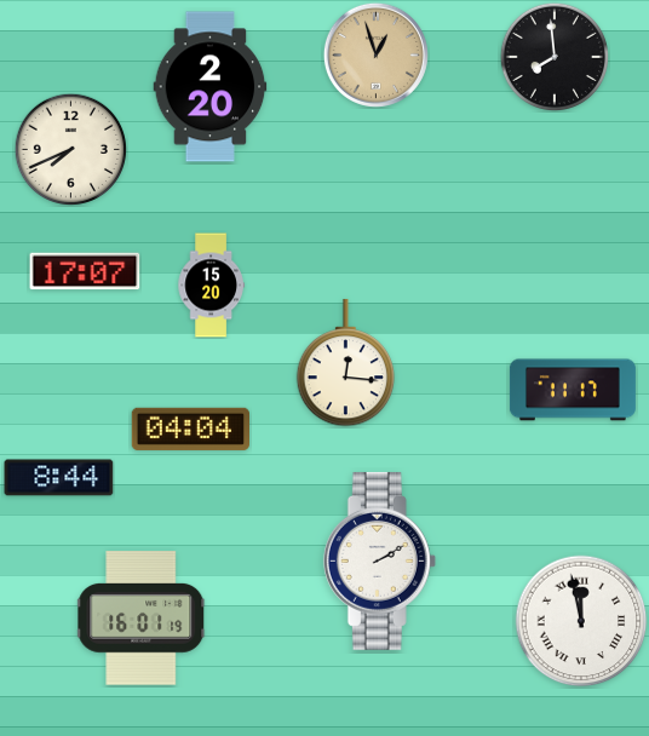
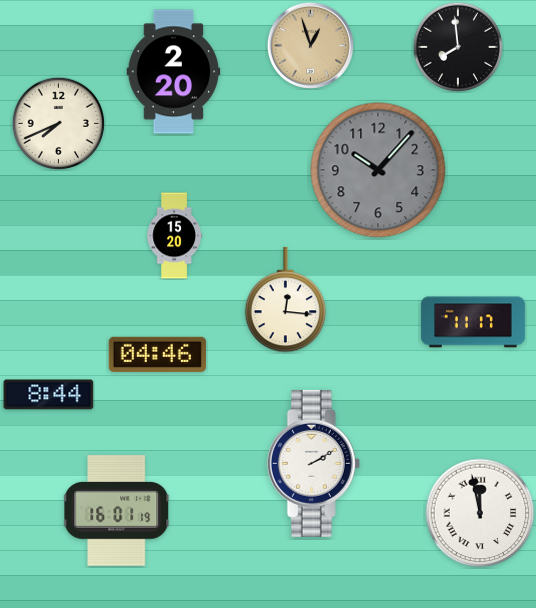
clock at (378, 170): none -> 10:07
clock at (85, 271): 17:07 -> none
clock at (190, 429): 04:04 -> 04:46
